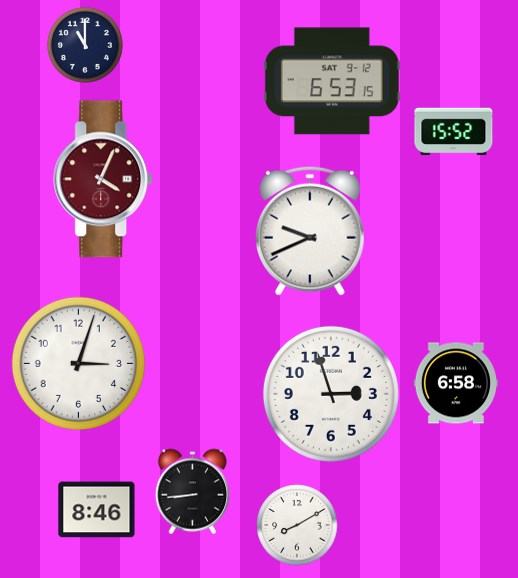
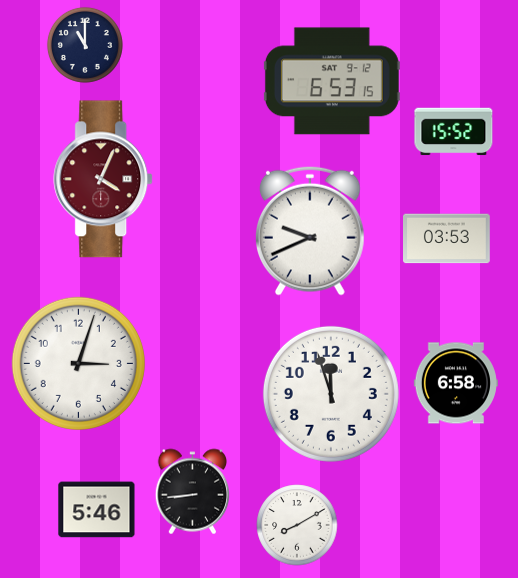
clock at (447, 239): none -> 03:53
clock at (331, 394): 2:57 -> 11:57
clock at (97, 510): 8:46 -> 5:46
